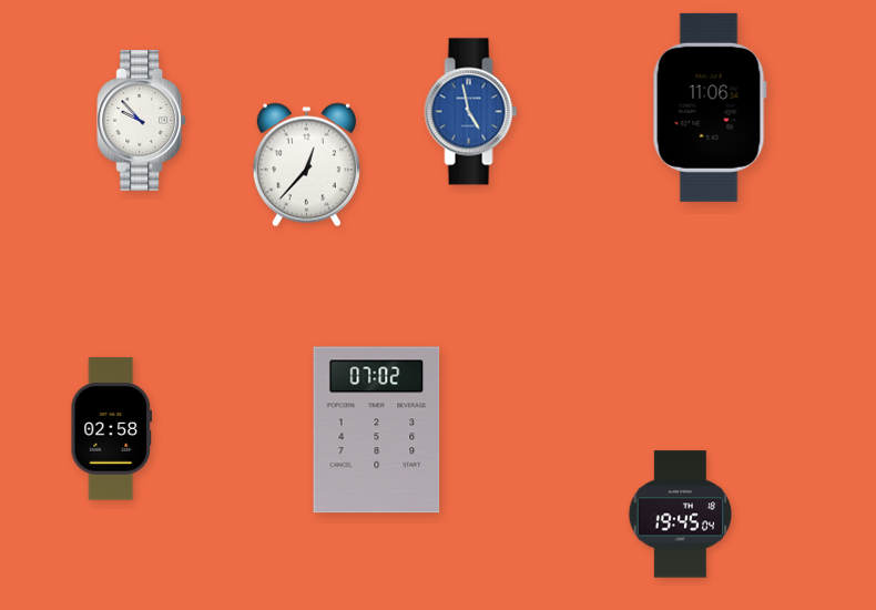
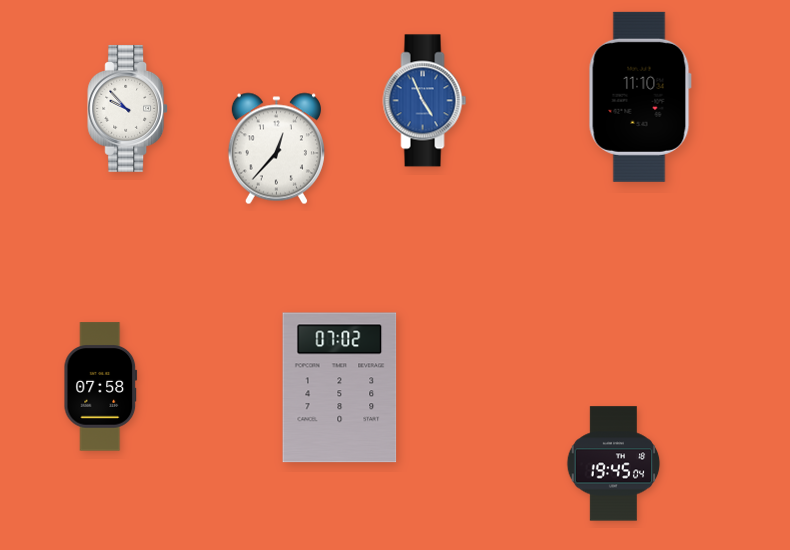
clock at (710, 108): 11:06 -> 11:10
clock at (471, 112): 4:58 -> 4:56
clock at (112, 429): 02:58 -> 07:58
